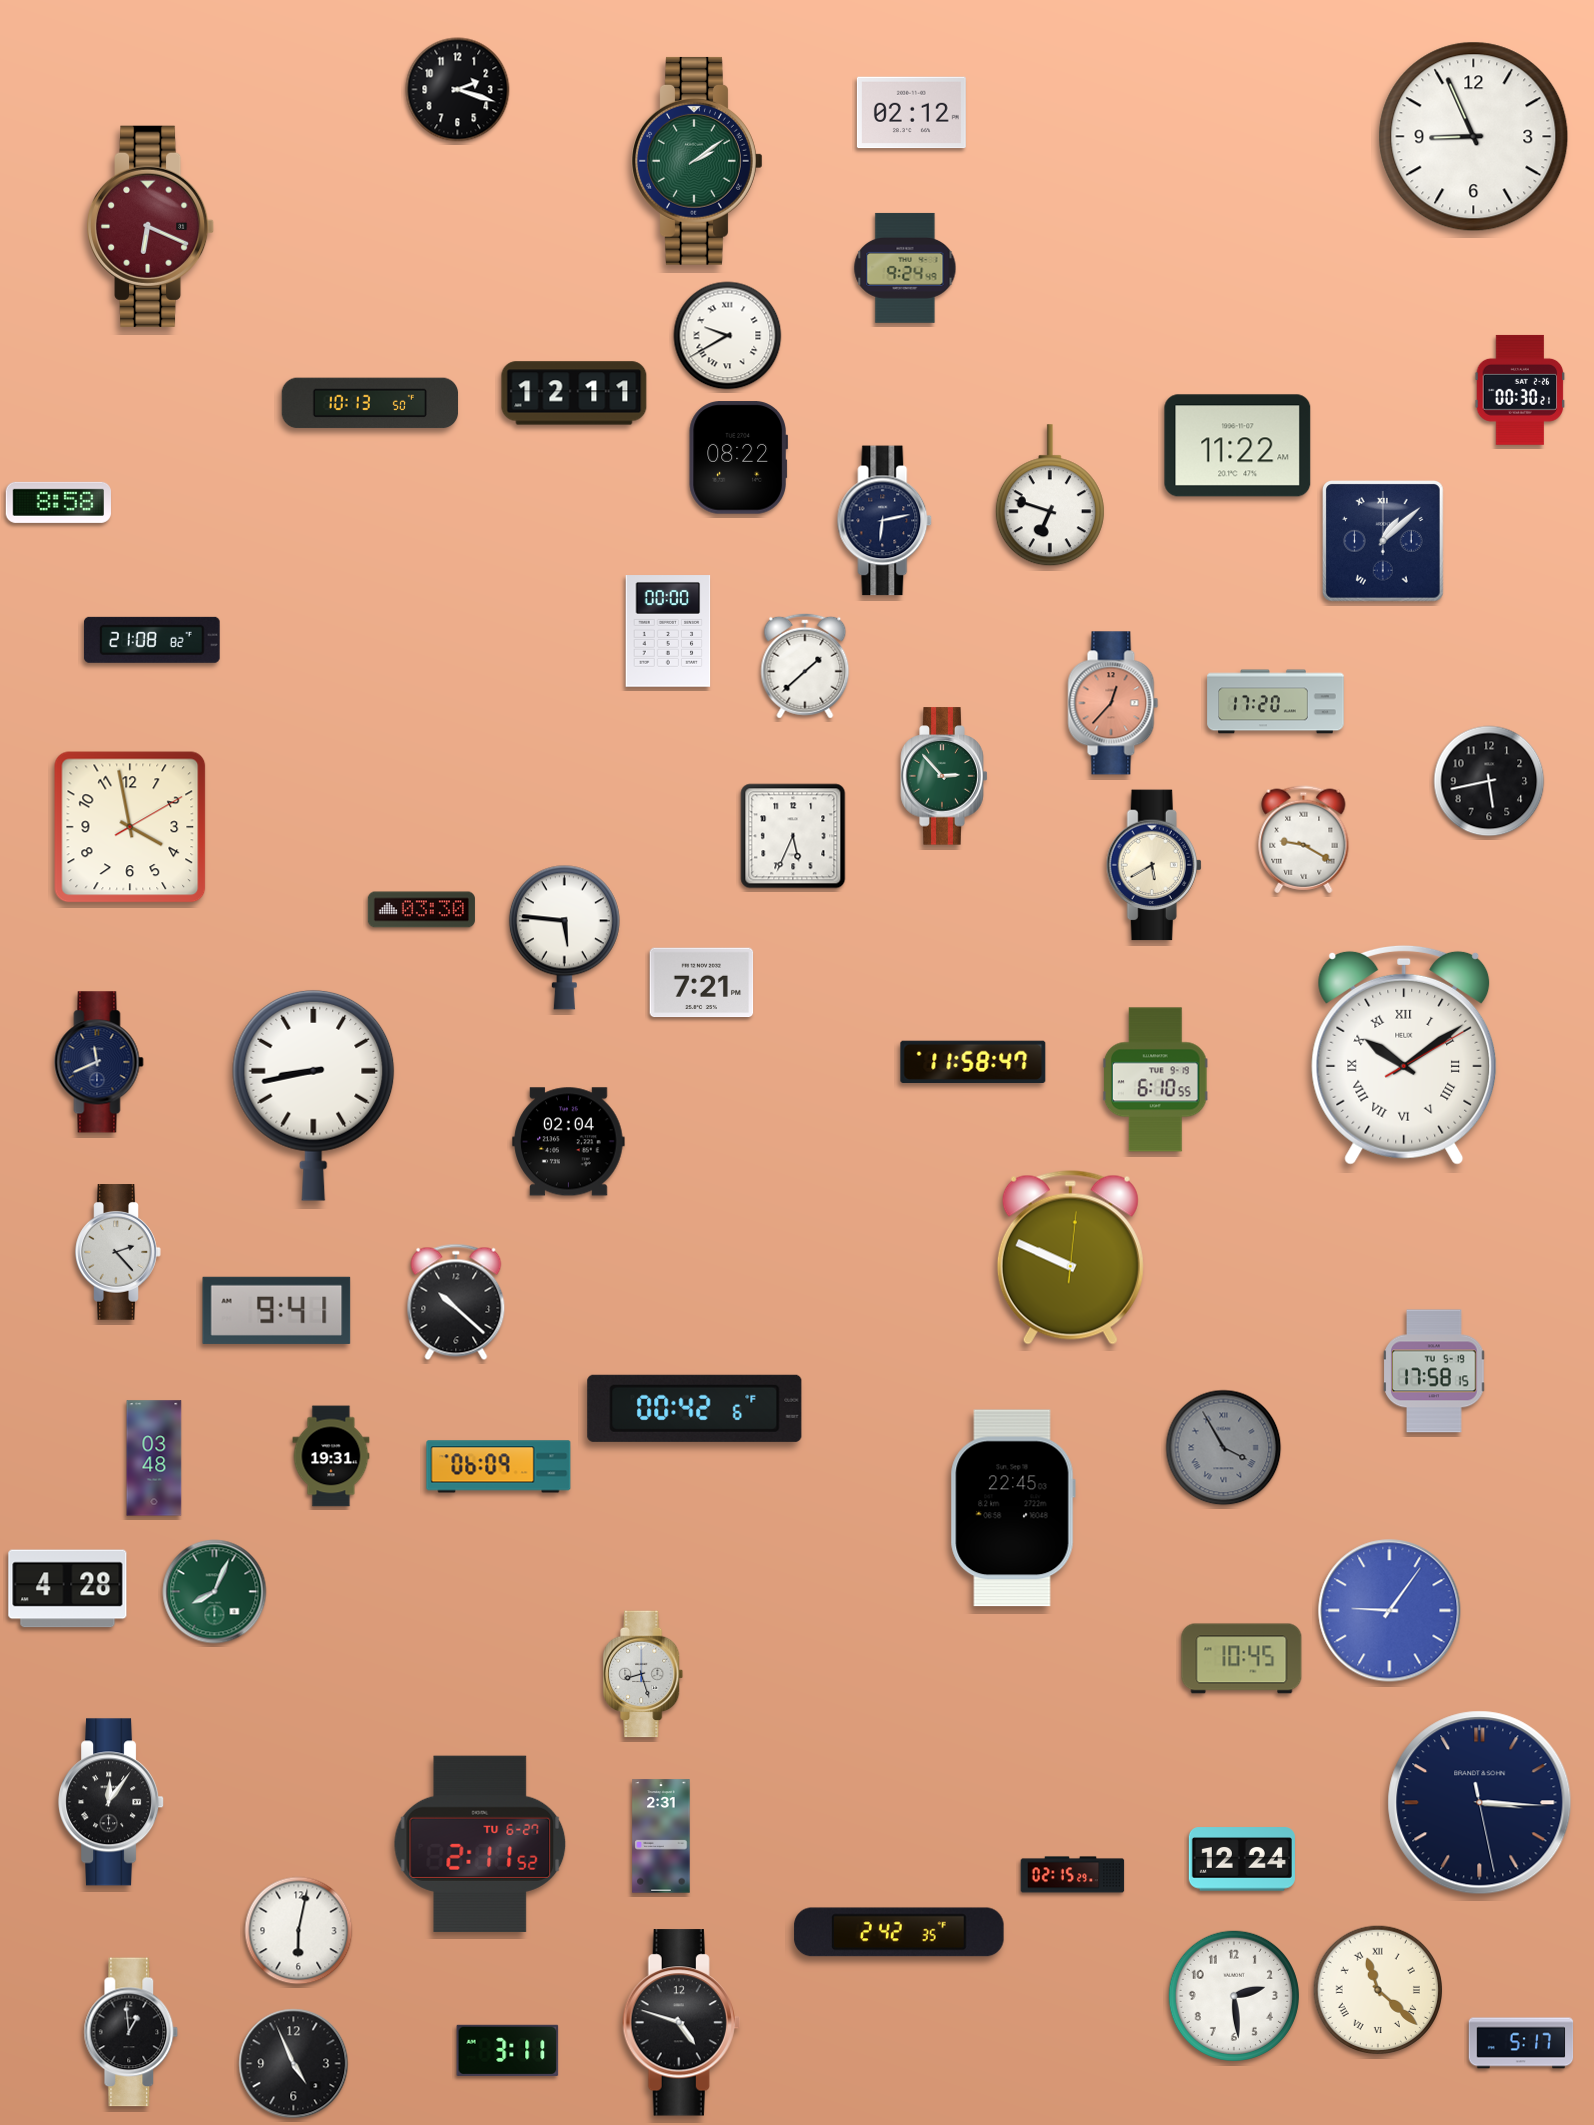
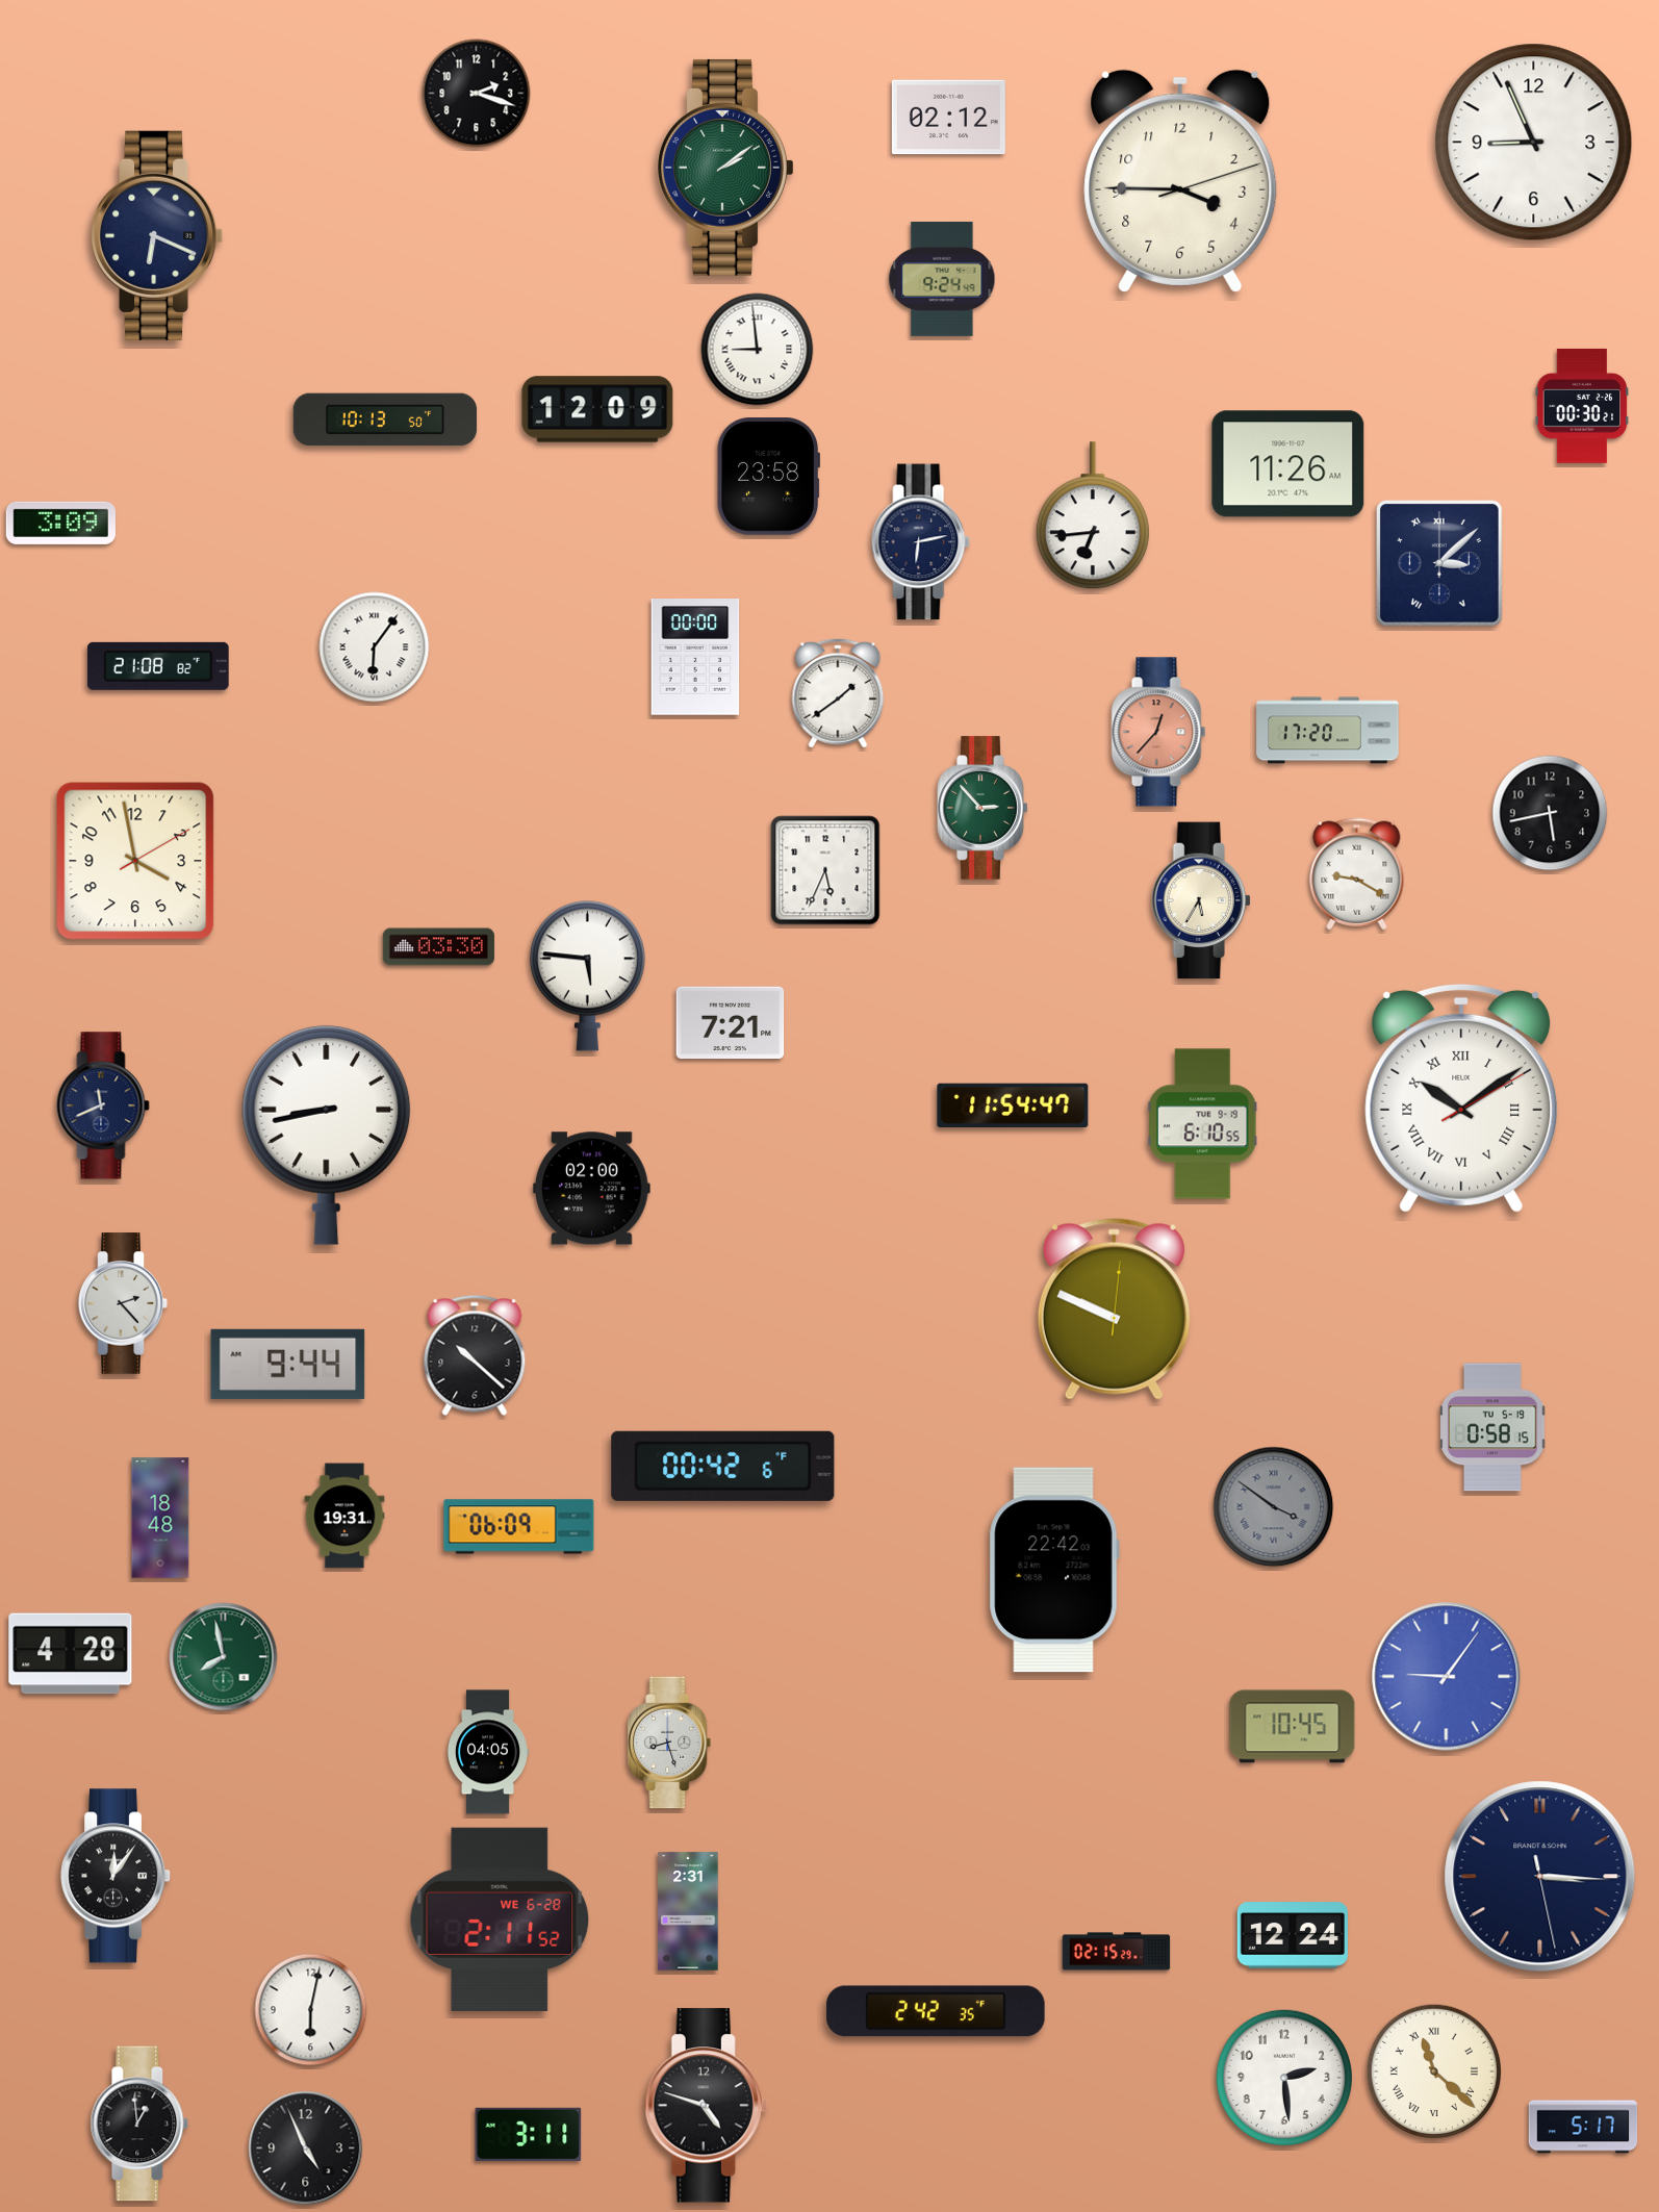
clock at (1180, 181): none -> 3:45
clock at (151, 226) dial: burgundy -> navy
clock at (728, 336): 9:40 -> 8:59
clock at (574, 393): 12:11 -> 12:09
clock at (1238, 446): 11:22 -> 11:26
clock at (738, 458): 08:22 -> 23:58
clock at (1050, 496): 6:48 -> 6:44
clock at (58, 502): 8:58 -> 3:09
clock at (1384, 542): 1:08 -> 3:08
clock at (375, 647): none -> 6:06
clock at (805, 666): 1:38 -> 1:39
clock at (1154, 865): 5:40 -> 5:35
clock at (973, 1061): 11:58 -> 11:54
clock at (314, 1095) position: (314, 1095) -> (327, 1135)
clock at (569, 1142): 02:04 -> 02:00
clock at (277, 1310): 9:41 -> 9:44
clock at (1434, 1371): 17:58 -> 0:58
clock at (1224, 1448): 3:55 -> 3:51
clock at (154, 1458): 03:48 -> 18:48
clock at (1013, 1508): 22:45 -> 22:42
clock at (215, 1592): 8:04 -> 7:58
clock at (487, 1752): none -> 04:05
clock at (480, 1844) date: TU 6-27 -> WE 6-28
clock at (682, 2023) position: (682, 2023) -> (707, 2106)
clock at (131, 2032) position: (131, 2032) -> (139, 2124)
